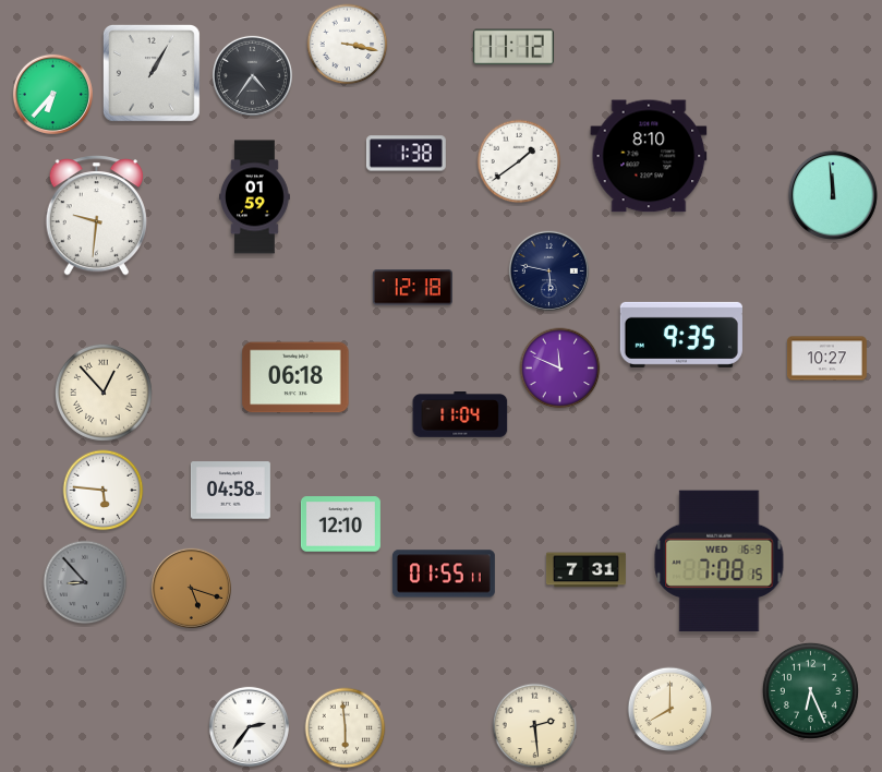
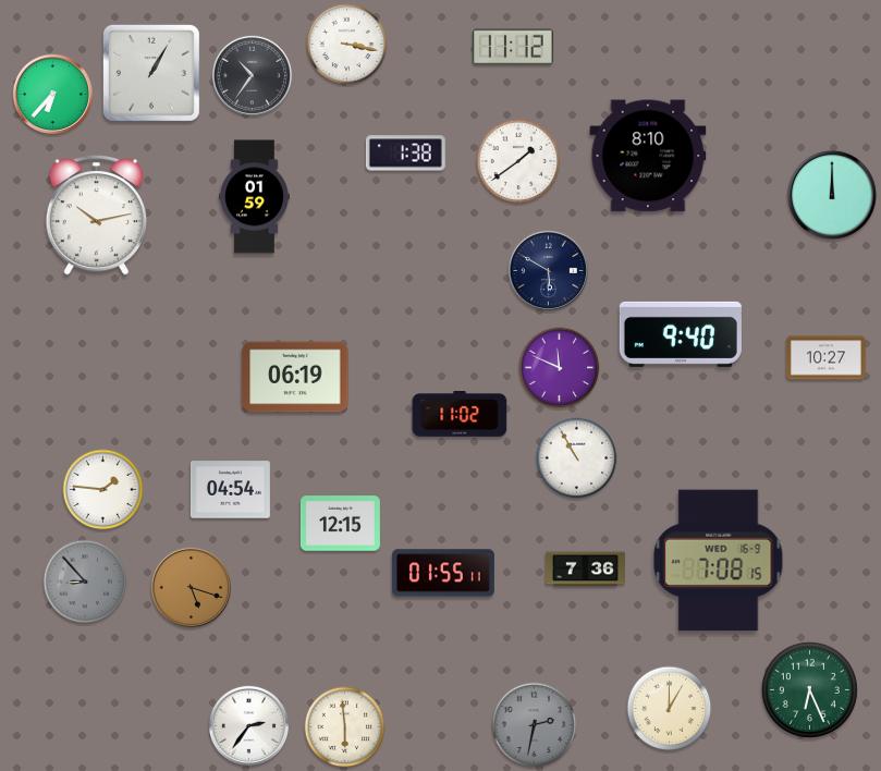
clock at (252, 75): 4:36 -> 10:36
clock at (833, 195): 11:59 -> 12:00
clock at (96, 216): 9:31 -> 10:13
clock at (548, 270): 5:47 -> 5:50
clock at (412, 288): 12:18 -> none
clock at (681, 335): 9:35 -> 9:40
clock at (295, 377): 06:18 -> 06:19
clock at (104, 393): 12:53 -> none
clock at (460, 415): 11:04 -> 11:02
clock at (577, 458): none -> 10:55
clock at (104, 491): 5:46 -> 1:46
clock at (230, 491): 04:58 -> 04:54
clock at (340, 524): 12:10 -> 12:15
clock at (585, 570): 7:31 -> 7:36
clock at (670, 710): 8:00 -> 1:00
clock at (535, 726): 2:29 -> 2:32
clock at (535, 726) dial: cream -> grey
